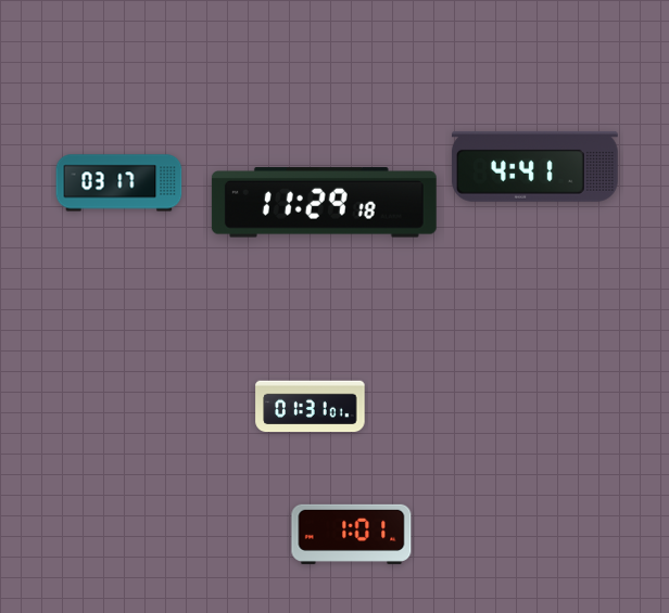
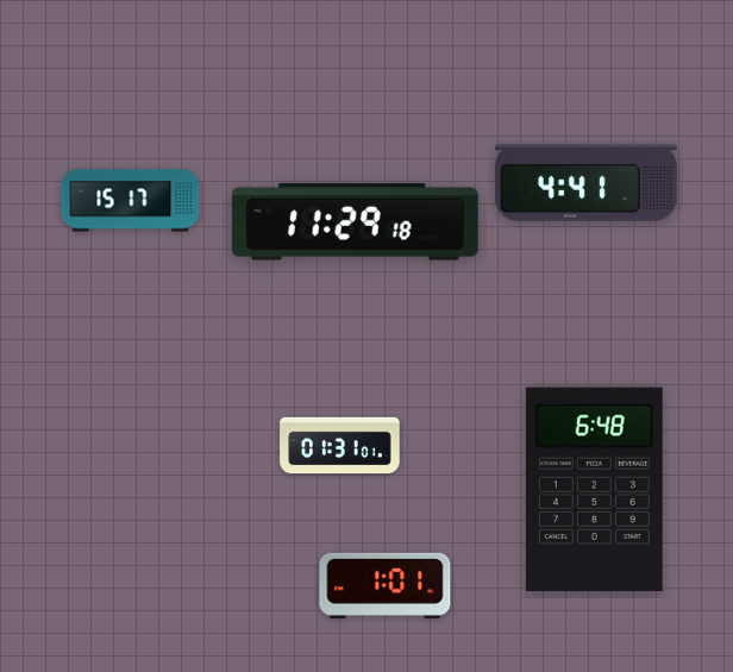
clock at (119, 183): 03:17 -> 15:17
clock at (594, 489): none -> 6:48
